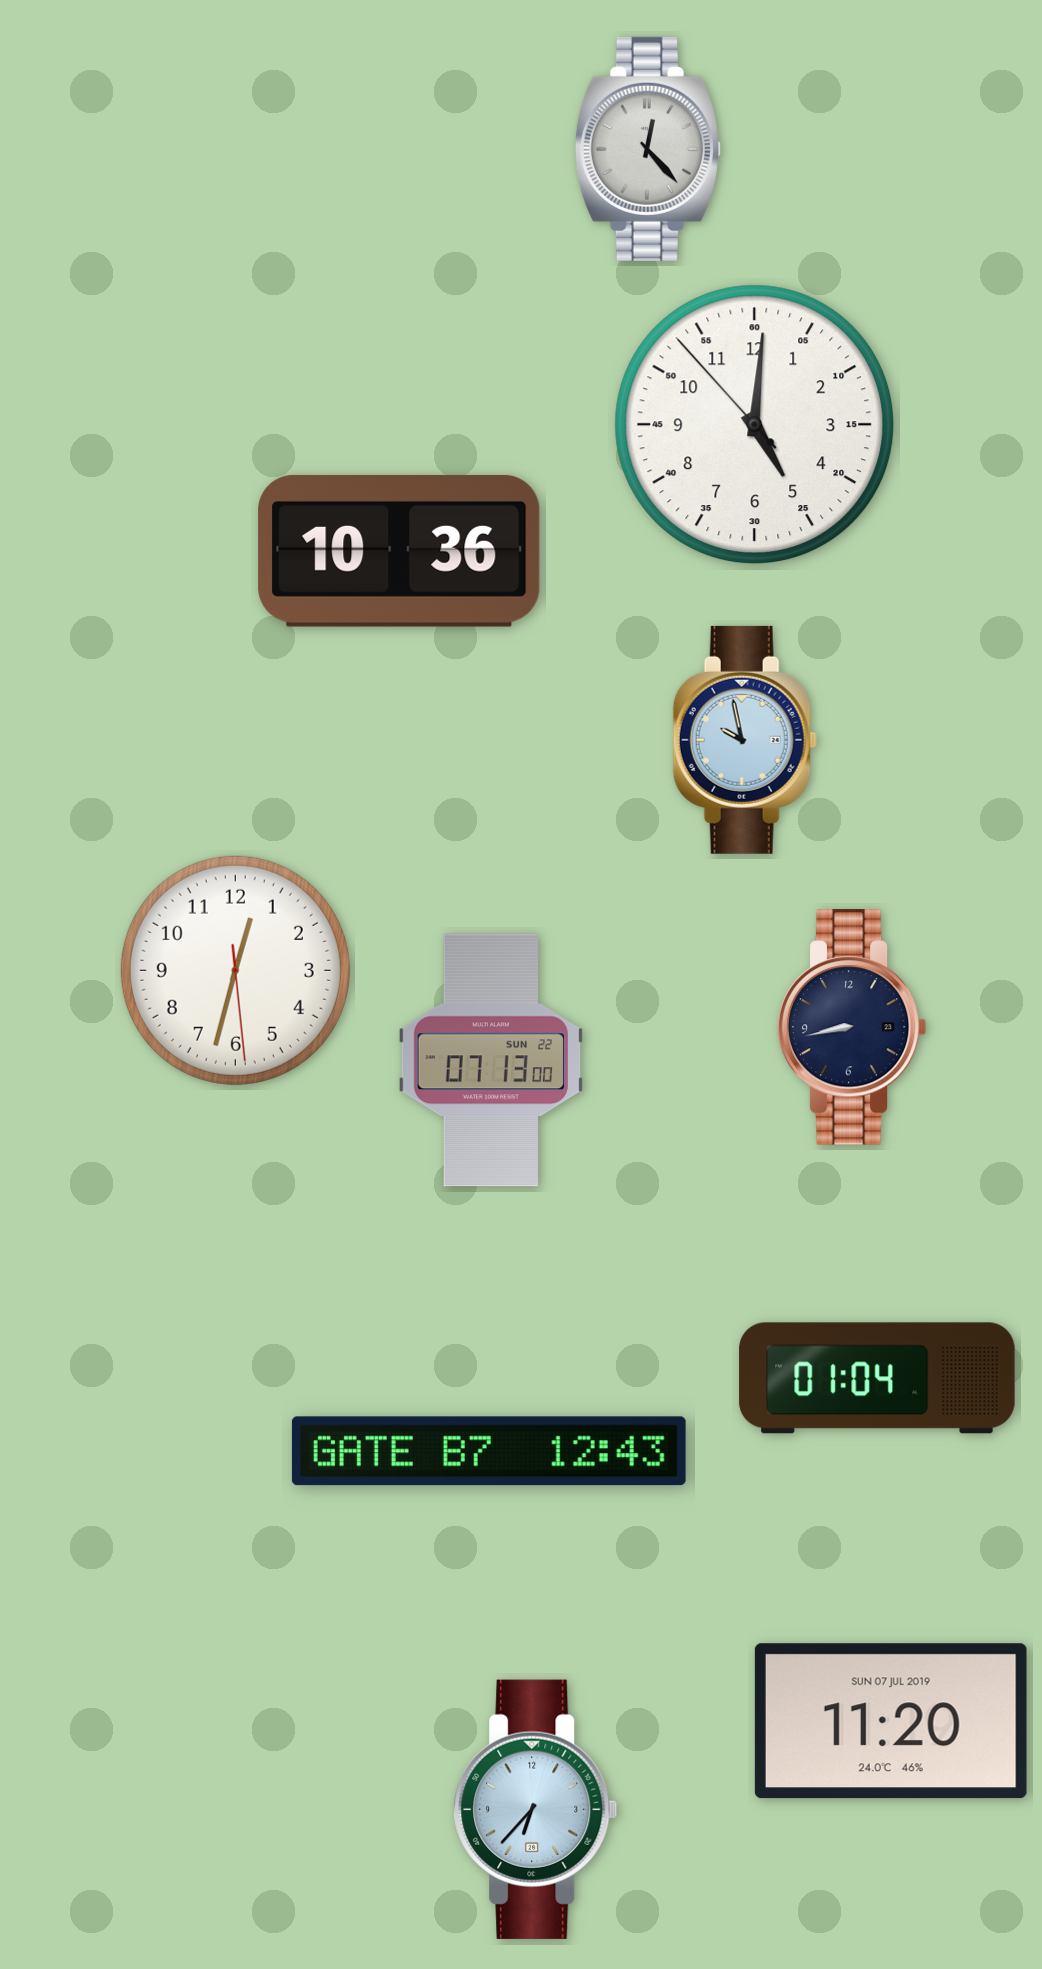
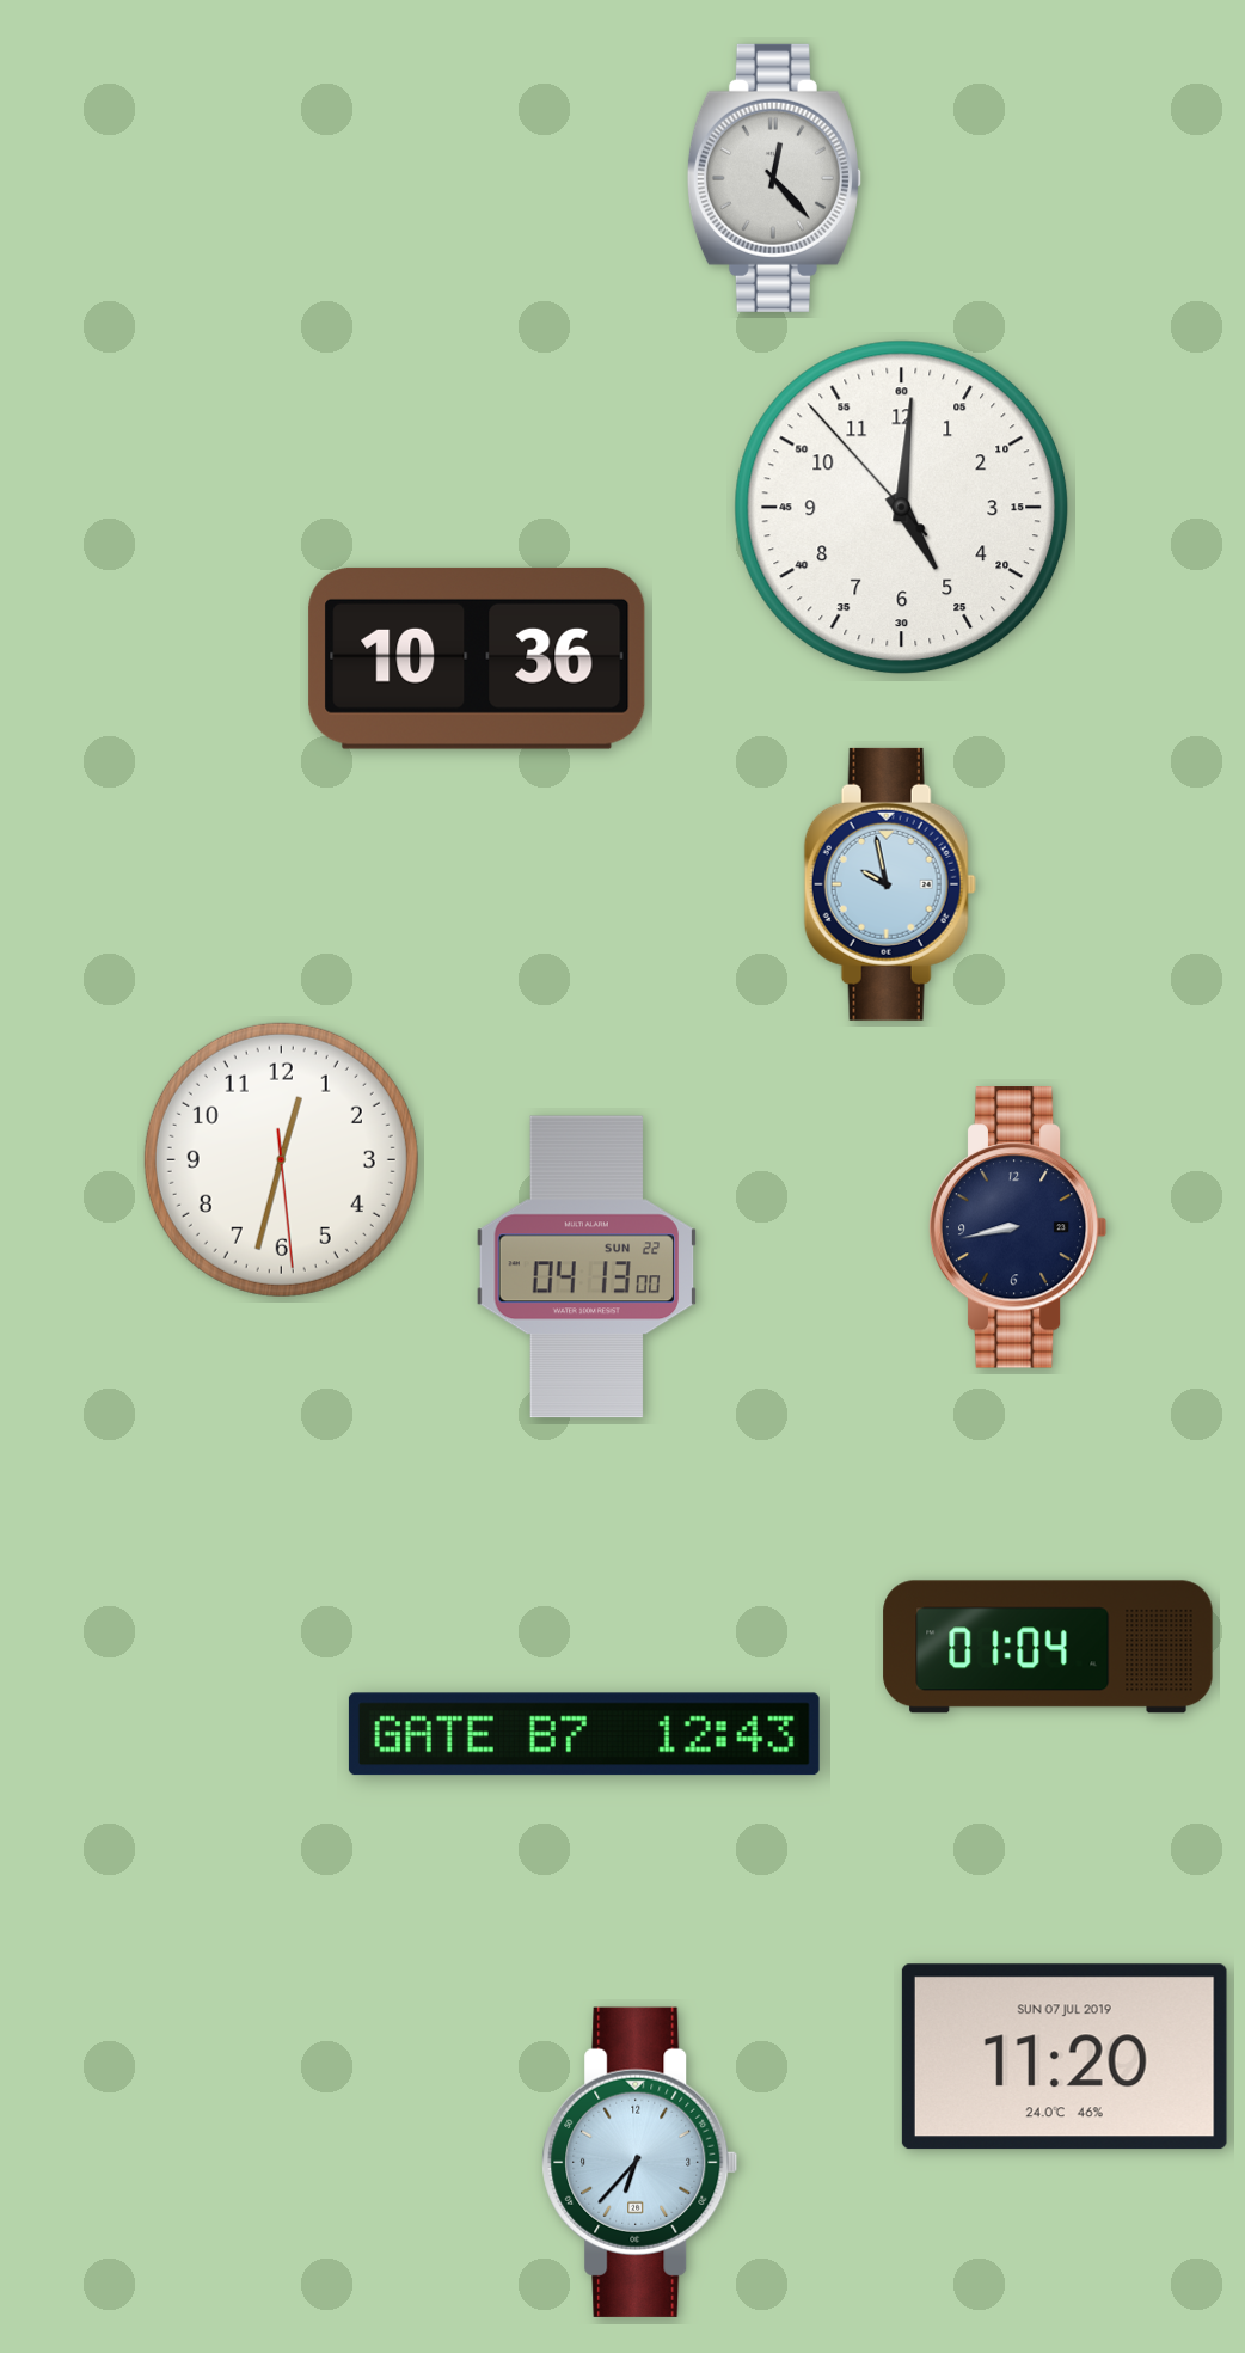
clock at (490, 1060): 07:13 -> 04:13
